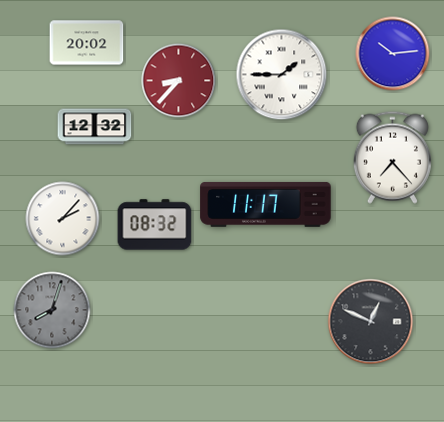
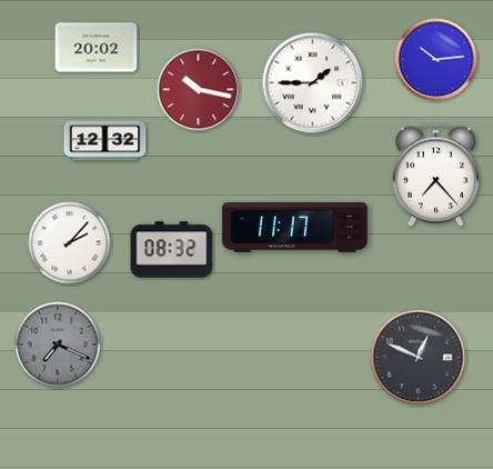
clock at (179, 81): 8:37 -> 10:17
clock at (52, 310): 8:03 -> 7:19
clock at (371, 322) position: (371, 322) -> (419, 358)
